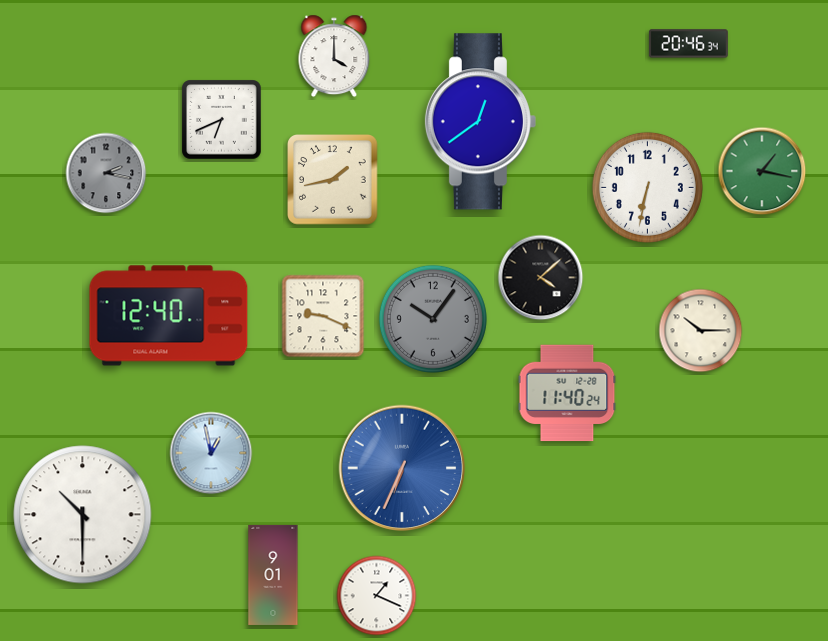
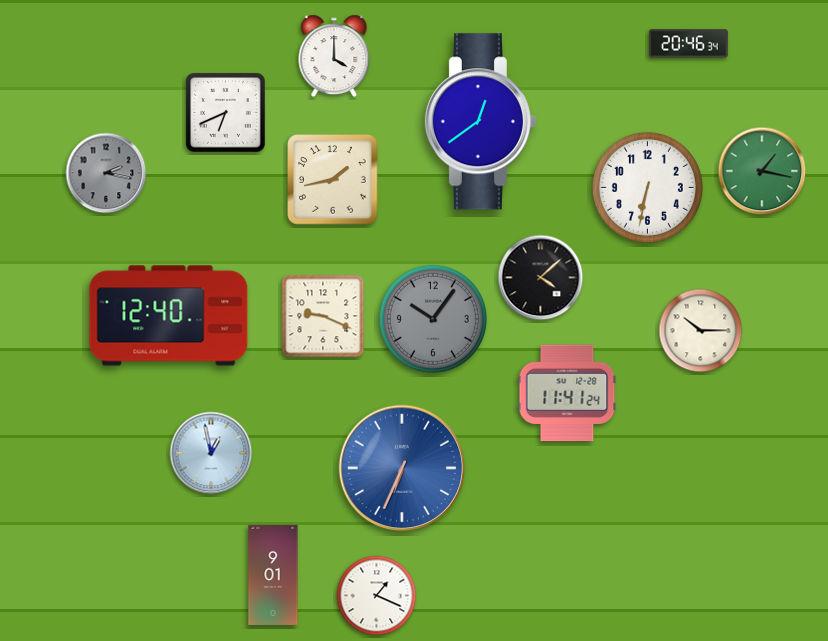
clock at (222, 120) position: (222, 120) -> (226, 113)
clock at (567, 393): 11:40 -> 11:41
clock at (83, 515): 10:30 -> none
